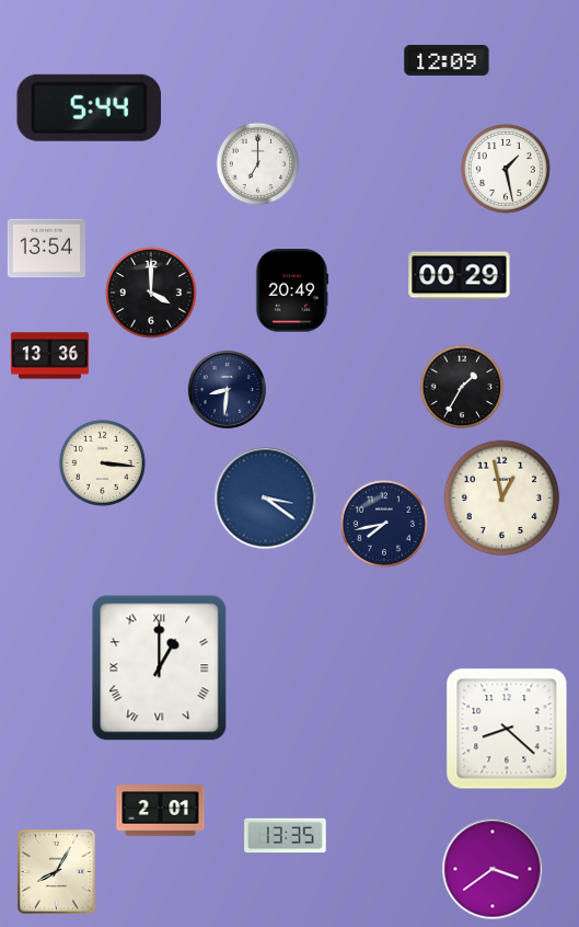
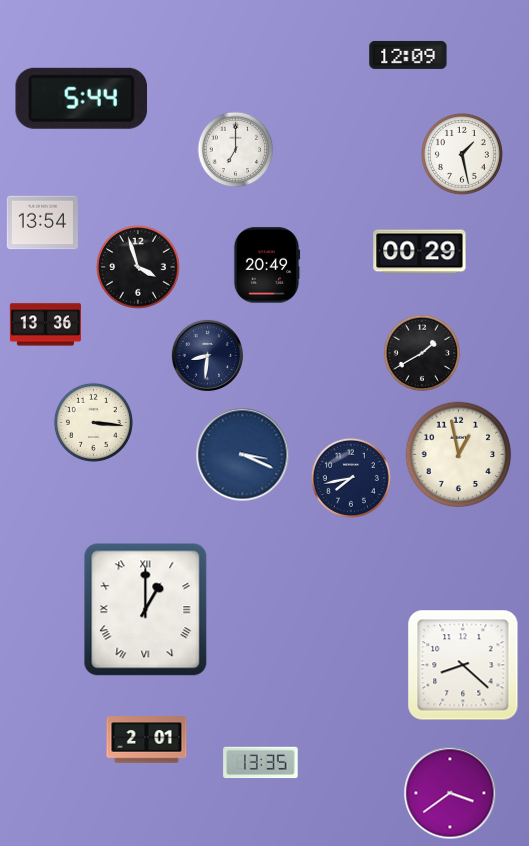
clock at (46, 249) position: (46, 249) -> (42, 223)
clock at (151, 293): 4:00 -> 3:57
clock at (462, 387): 1:35 -> 1:40
clock at (266, 499): 3:21 -> 3:19
clock at (56, 871): 8:05 -> none
